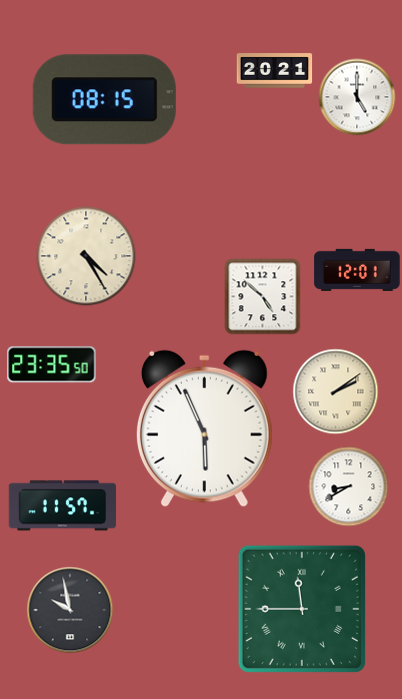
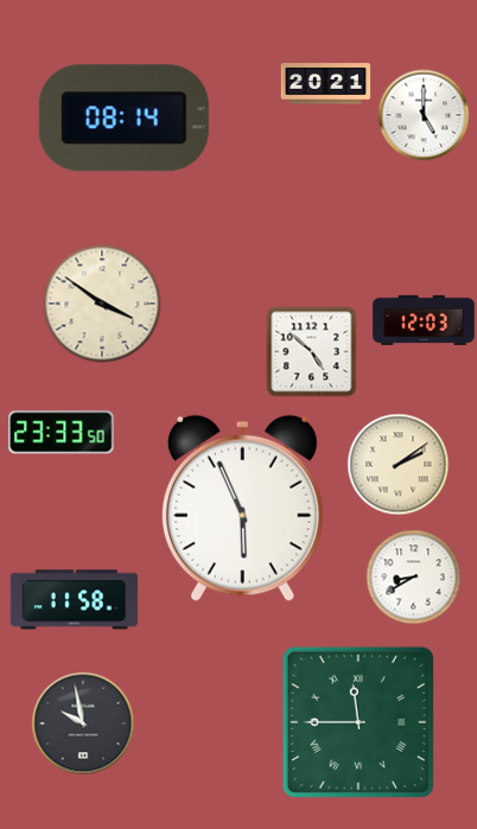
clock at (104, 100): 08:15 -> 08:14
clock at (86, 256): 4:25 -> 3:51
clock at (357, 270): 12:01 -> 12:03
clock at (52, 365): 23:35 -> 23:33
clock at (63, 506): 11:57 -> 11:58
